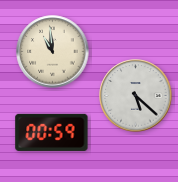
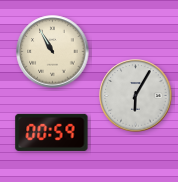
clock at (53, 52): 10:59 -> 10:55
clock at (136, 96): 5:22 -> 6:05
